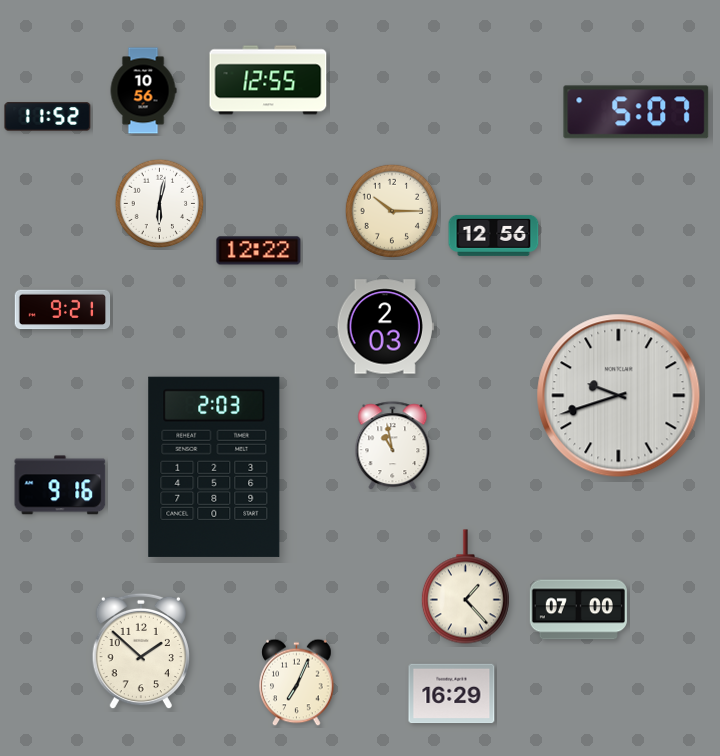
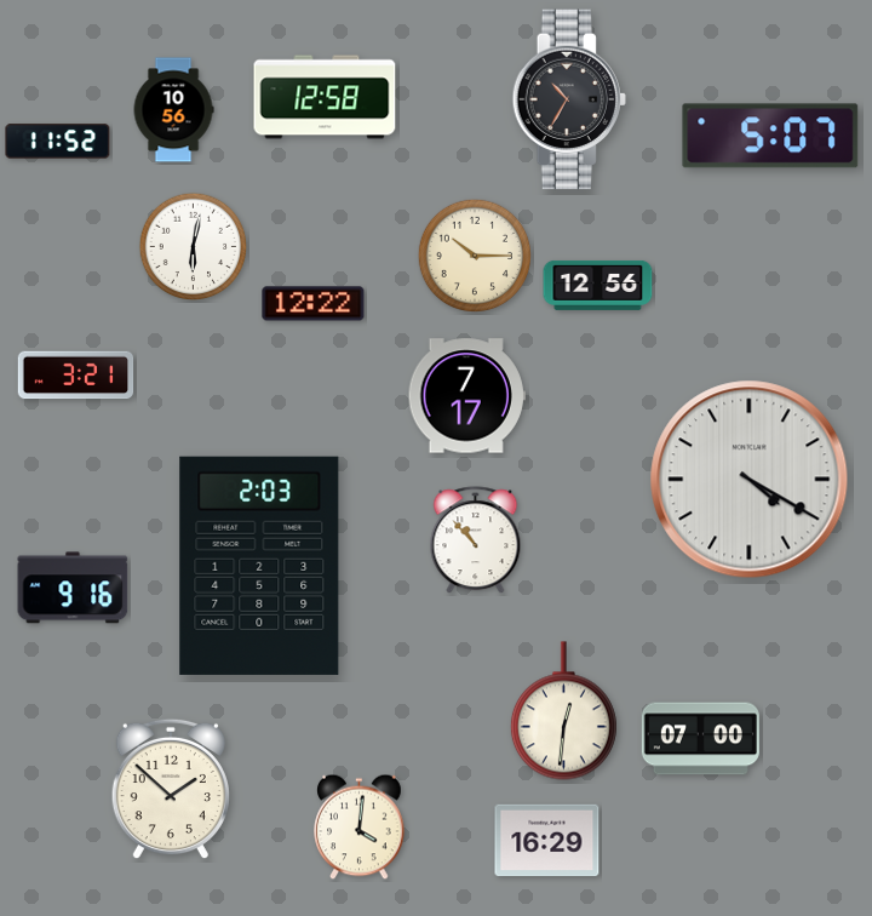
clock at (268, 80): 12:55 -> 12:58
clock at (568, 99): none -> 10:35
clock at (63, 310): 9:21 -> 3:21
clock at (385, 327): 2:03 -> 7:17
clock at (619, 396): 9:42 -> 4:20
clock at (393, 446): 10:58 -> 10:53
clock at (465, 587): 1:23 -> 12:31
clock at (297, 683): 7:04 -> 4:01
